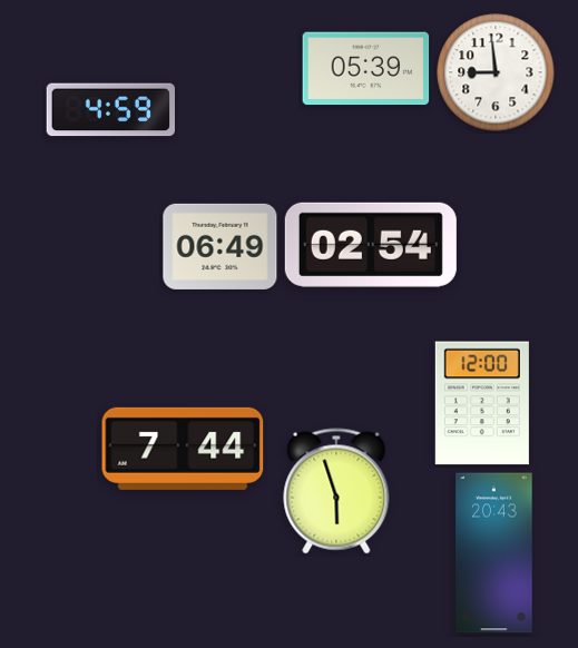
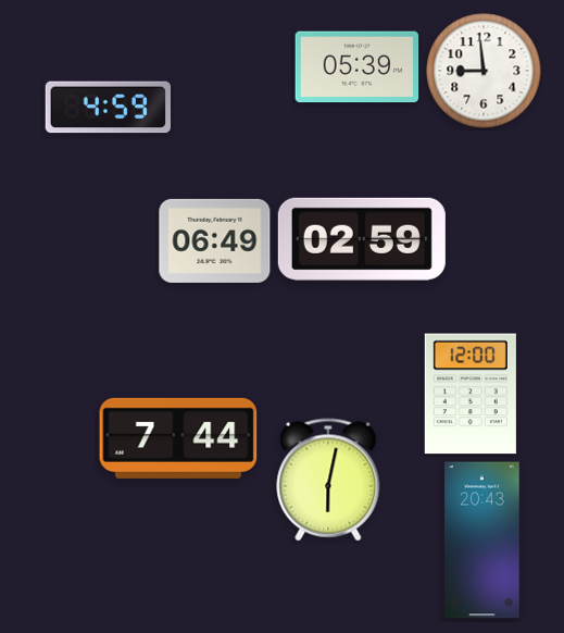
clock at (371, 245): 02:54 -> 02:59
clock at (336, 491): 5:57 -> 6:02
